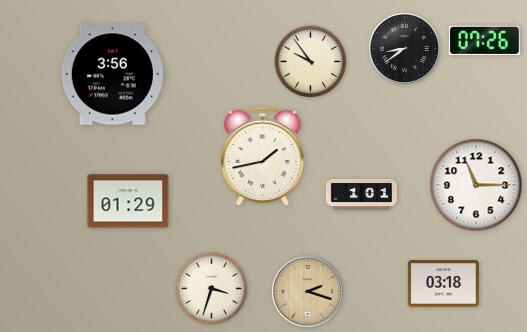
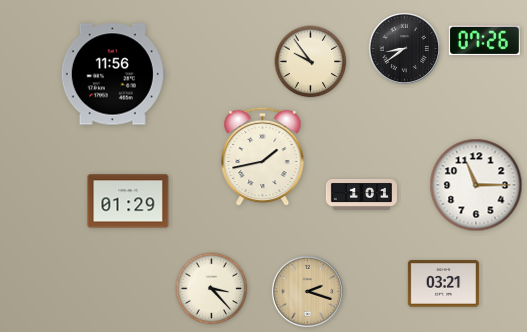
clock at (113, 74): 3:56 -> 11:56
clock at (443, 284): 03:18 -> 03:21
clock at (212, 289): 3:33 -> 3:23
